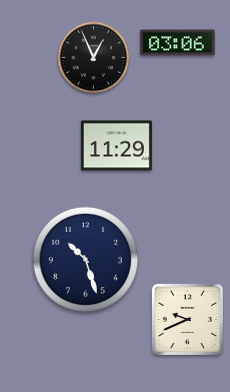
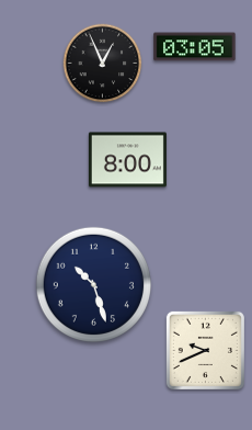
clock at (178, 43): 03:06 -> 03:05
clock at (116, 146): 11:29 -> 8:00
